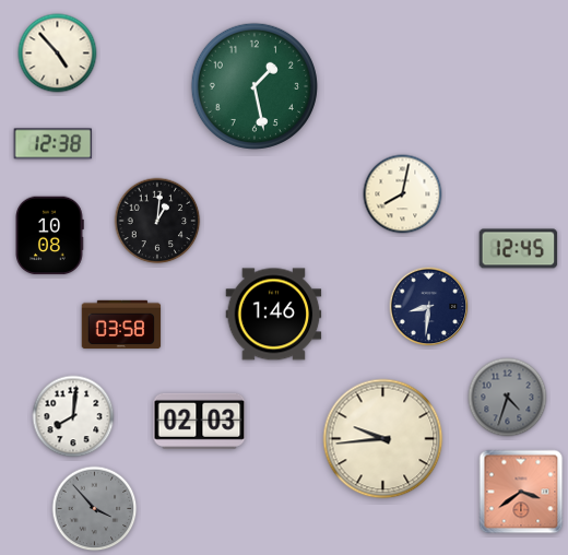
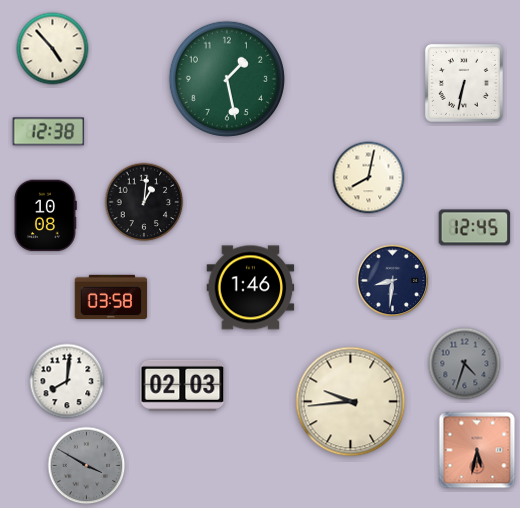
clock at (255, 86) position: (255, 86) -> (227, 79)
clock at (464, 83): none -> 6:32
clock at (521, 492): 3:39 -> 5:32
clock at (95, 509): 3:53 -> 3:50
